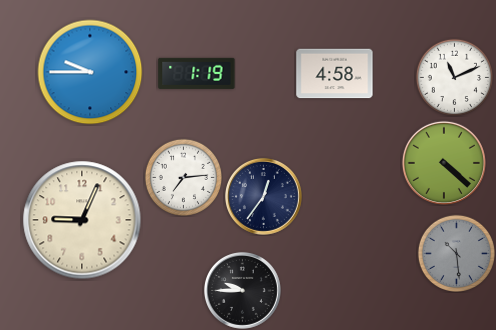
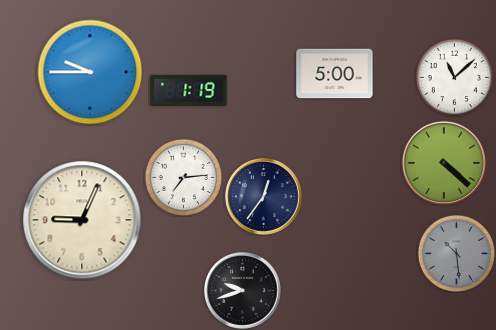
clock at (197, 73) position: (197, 73) -> (189, 90)
clock at (335, 74): 4:58 -> 5:00
clock at (454, 77): 11:11 -> 11:08
clock at (242, 290): 9:45 -> 9:42
